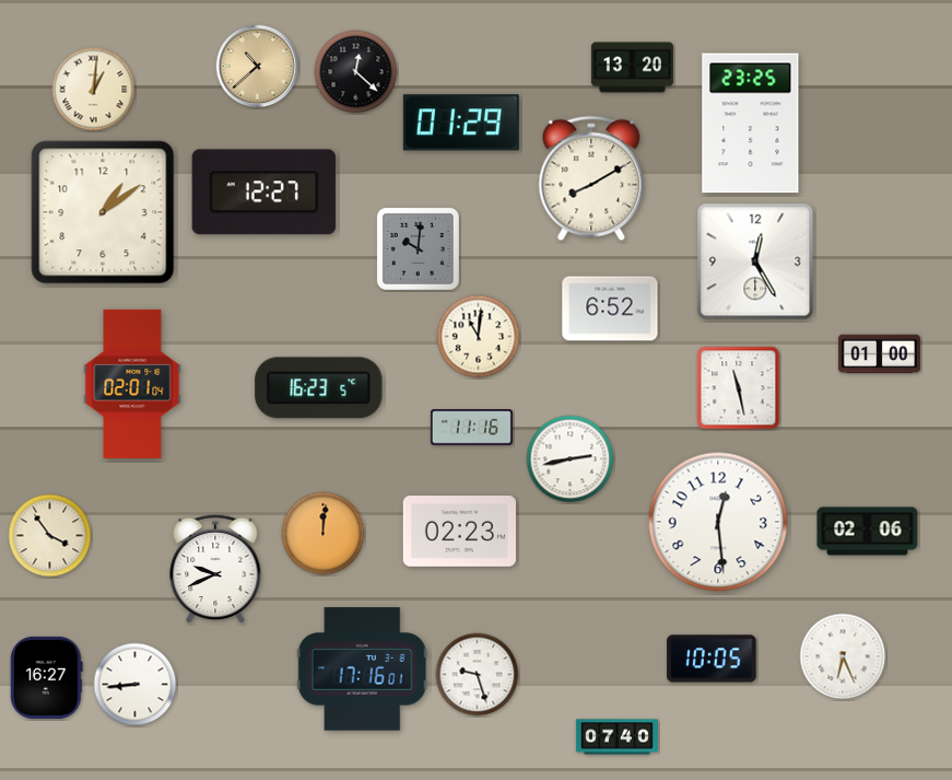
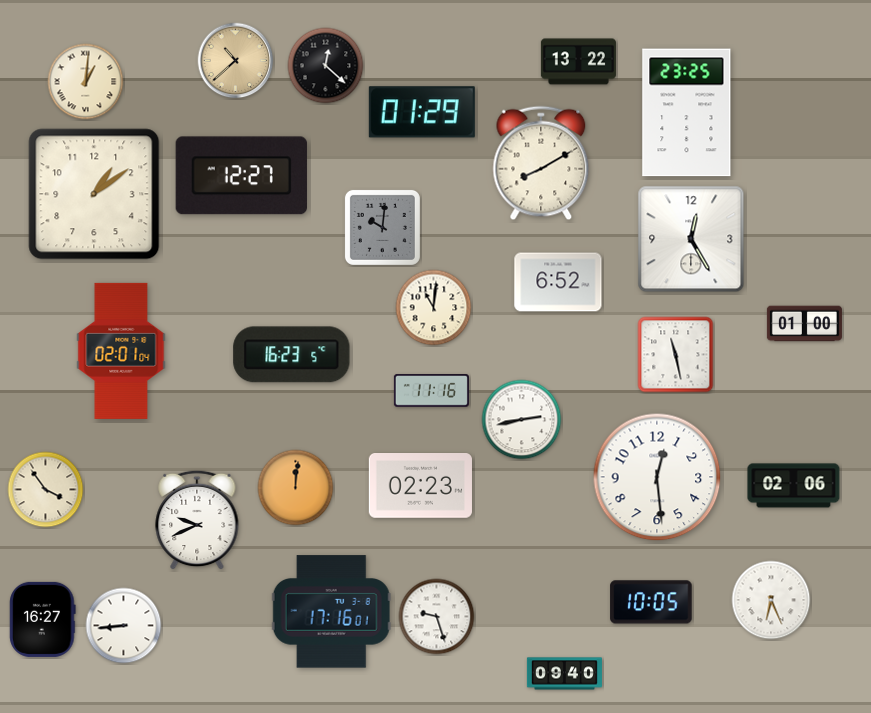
clock at (632, 68): 13:20 -> 13:22
clock at (479, 337) position: (479, 337) -> (434, 308)
clock at (616, 737): 07:40 -> 09:40
